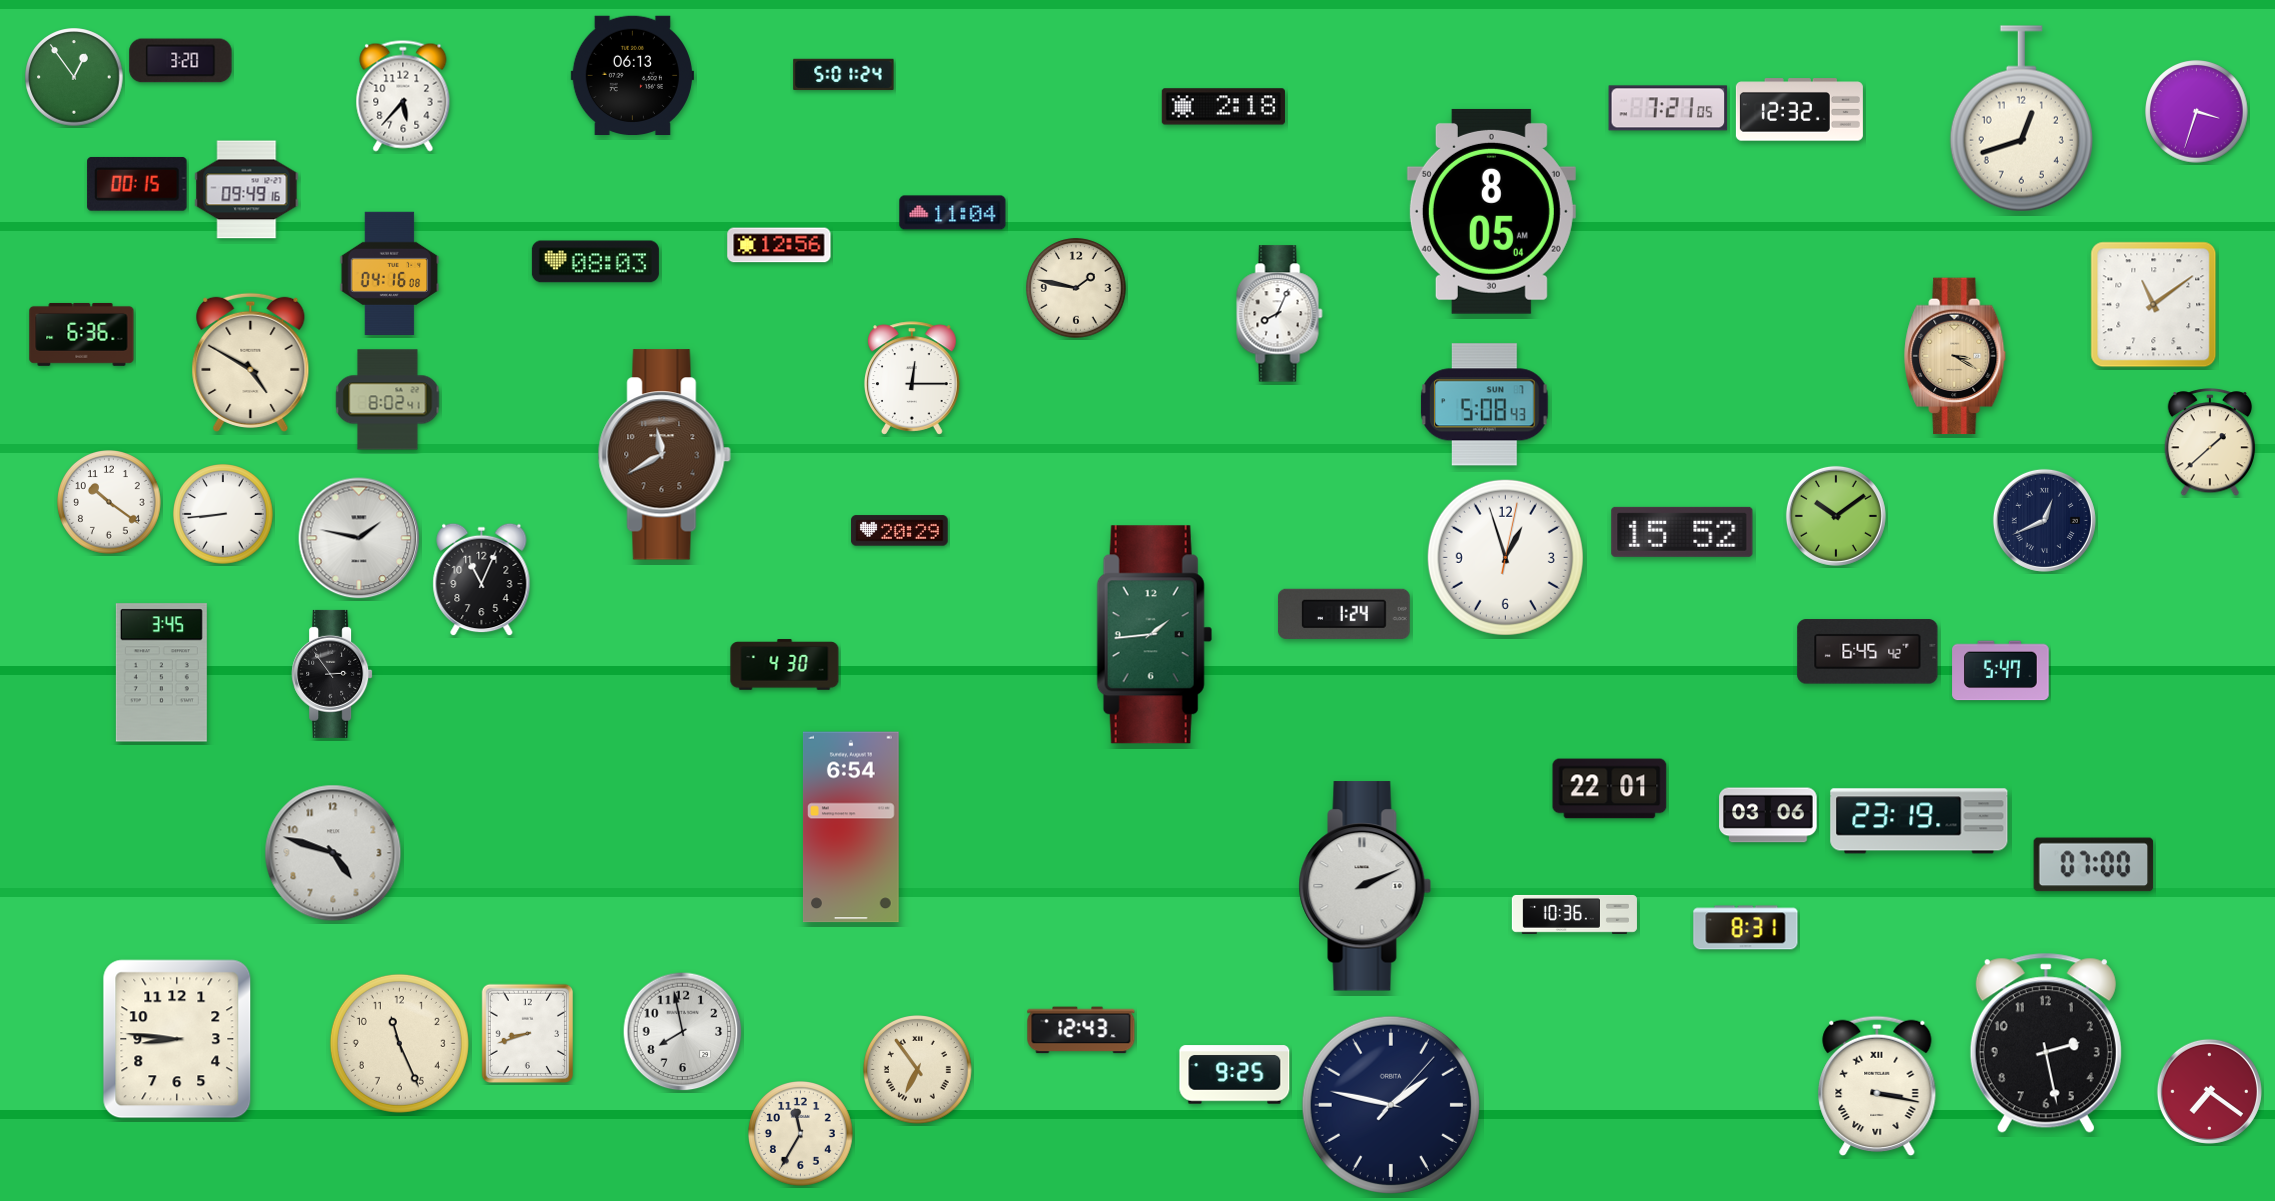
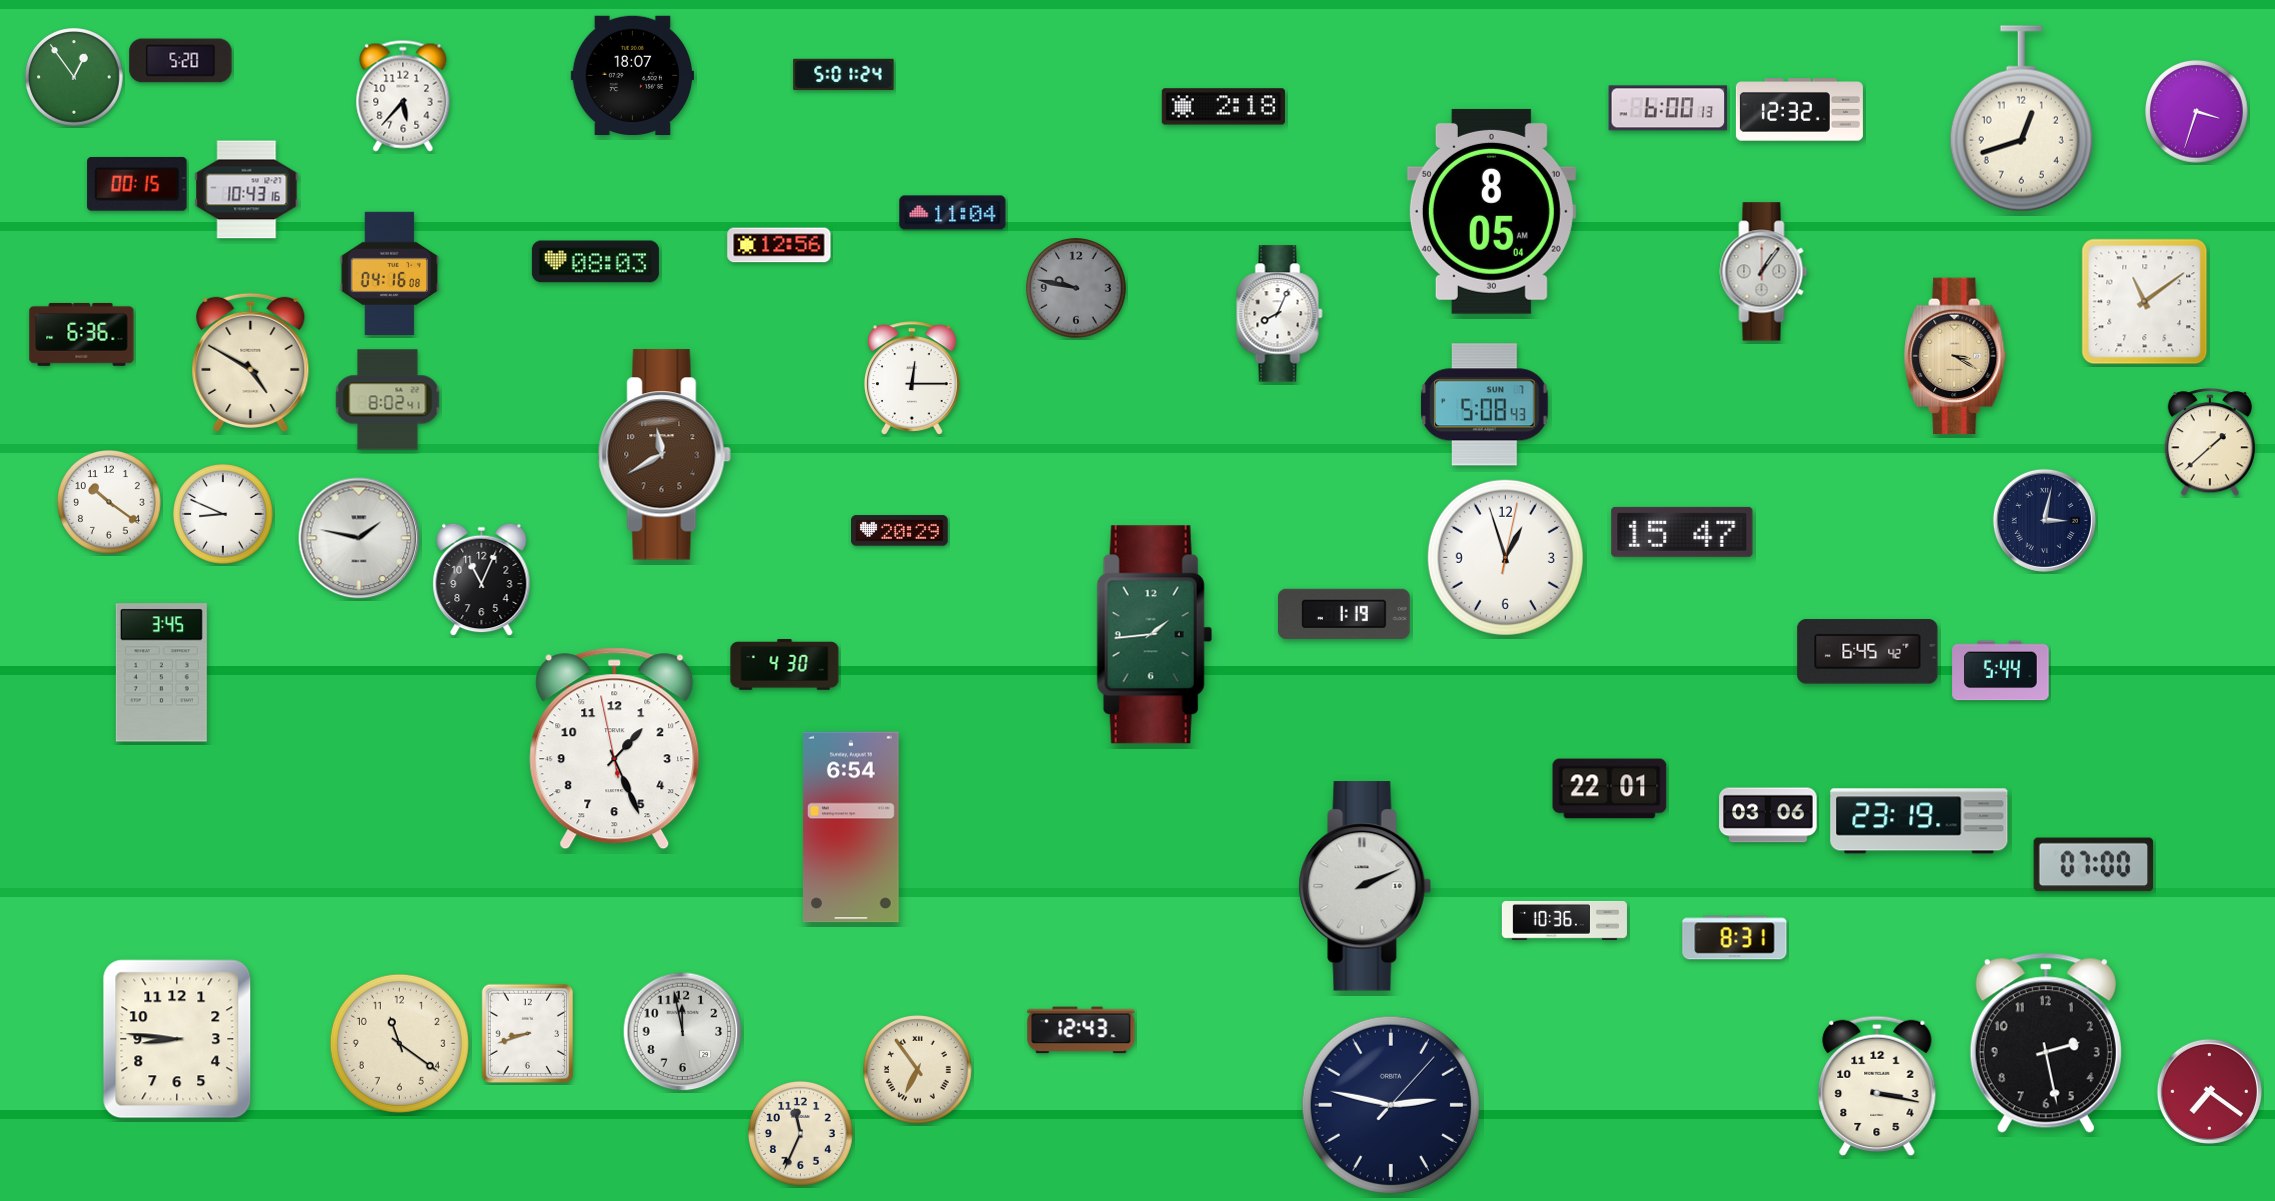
clock at (181, 61): 3:20 -> 5:20
clock at (632, 75): 06:13 -> 18:07
clock at (1668, 108): 7:21 -> 6:00
clock at (247, 190): 09:49 -> 10:43
clock at (1764, 272): none -> 1:06
clock at (1076, 288): 1:47 -> 9:47
clock at (1076, 288) dial: cream -> grey
clock at (2154, 305) position: (2154, 305) -> (2145, 302)
clock at (223, 514): 8:44 -> 8:49
clock at (1836, 516): 10:09 -> none
clock at (2044, 520): 12:41 -> 3:02
clock at (1682, 532): 15:52 -> 15:47
clock at (1344, 614): 1:24 -> 1:19
clock at (2001, 671): 5:47 -> 5:44
clock at (332, 674): 2:54 -> none
clock at (615, 749): none -> 1:25
clock at (333, 853): 4:48 -> none
clock at (1574, 914) position: (1574, 914) -> (1564, 920)
clock at (1746, 928) position: (1746, 928) -> (1735, 938)
clock at (683, 1032): 7:58 -> 11:58
clock at (399, 1043): 11:26 -> 11:21
clock at (1235, 1075): 9:25 -> none
clock at (1877, 1086) numerals: Roman -> Arabic
clock at (1391, 1105): 1:47 -> 2:47
clock at (801, 1134): 11:35 -> 11:34
